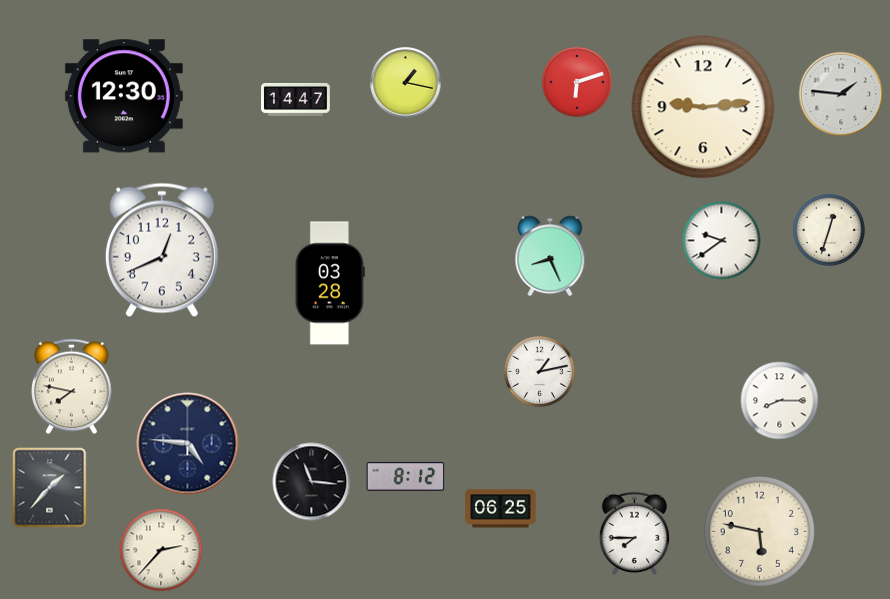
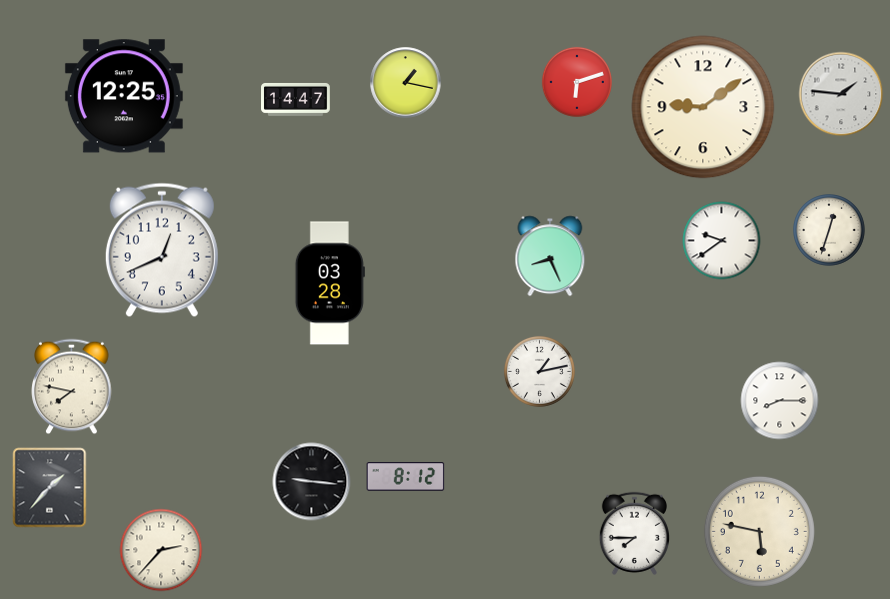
clock at (124, 96): 12:30 -> 12:25
clock at (703, 107): 9:14 -> 9:09
clock at (188, 444): 4:46 -> none
clock at (312, 482): 11:16 -> 9:16
clock at (501, 509): 06:25 -> none
